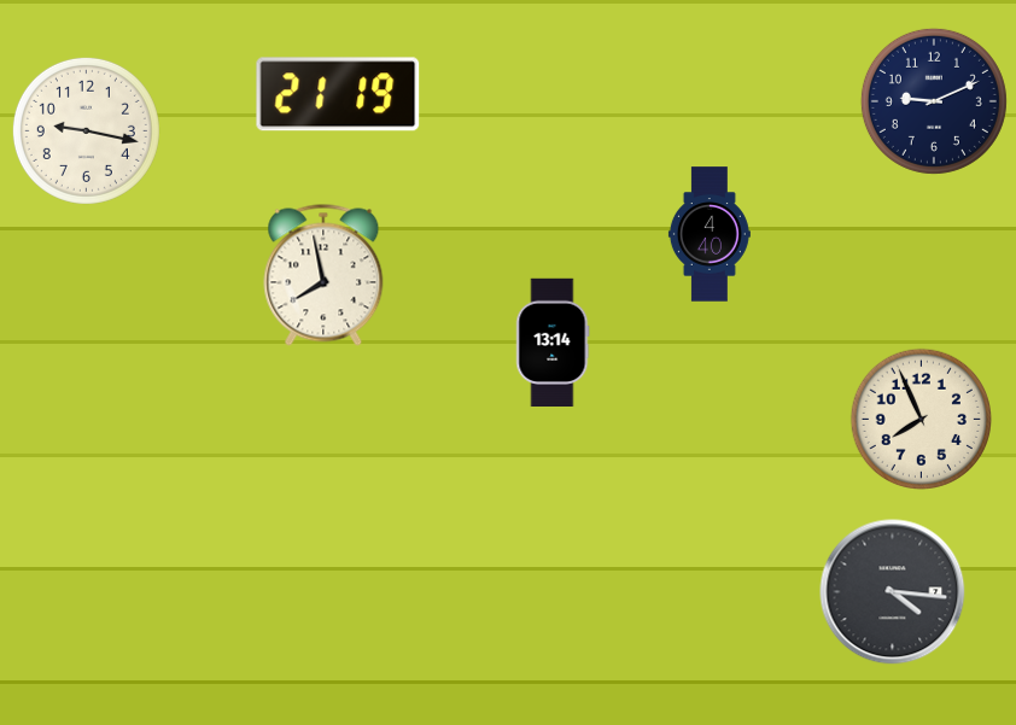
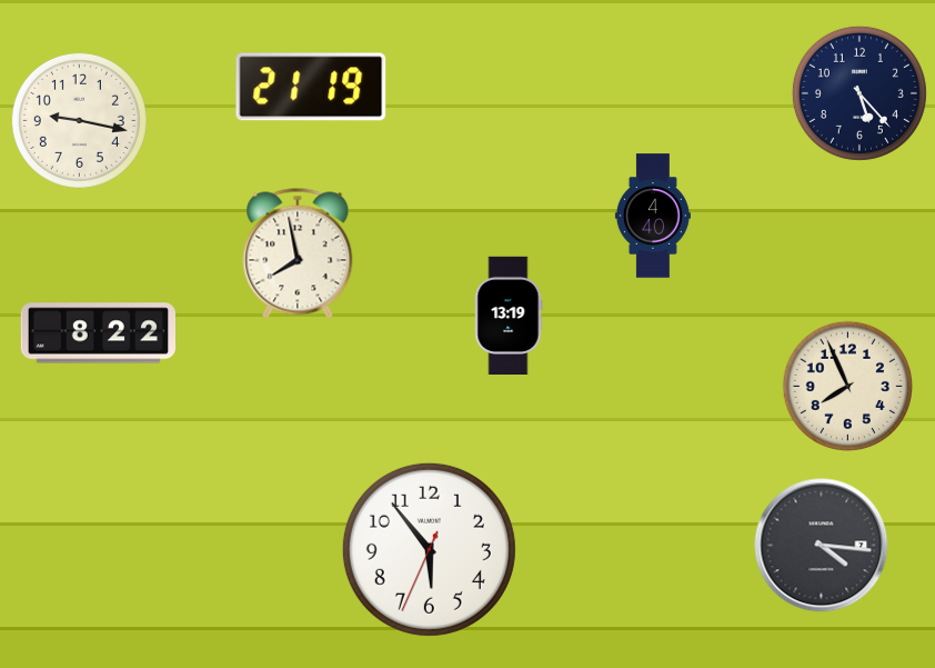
clock at (934, 101): 9:11 -> 5:23
clock at (553, 343): 13:14 -> 13:19
clock at (98, 333): none -> 8:22
clock at (429, 549): none -> 5:53
